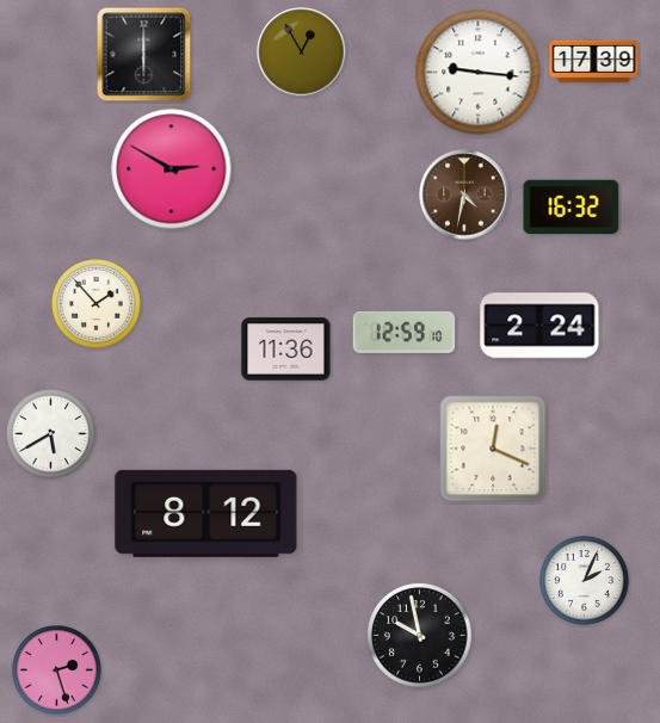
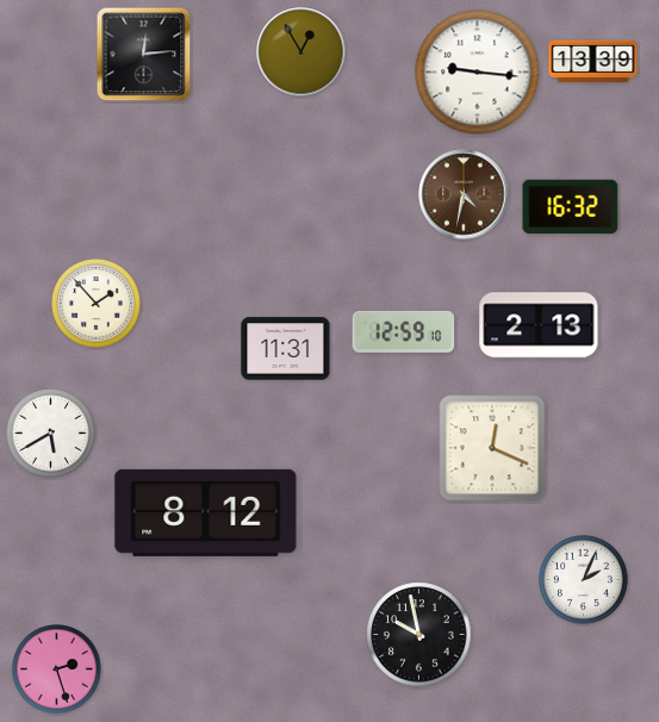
clock at (144, 55): 6:00 -> 12:14
clock at (594, 62): 17:39 -> 13:39
clock at (172, 169): 2:50 -> none
clock at (539, 326): 2:24 -> 2:13
clock at (286, 350): 11:36 -> 11:31
